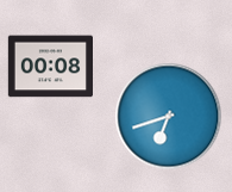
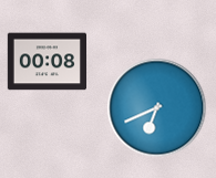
clock at (169, 117): 6:42 -> 6:41
